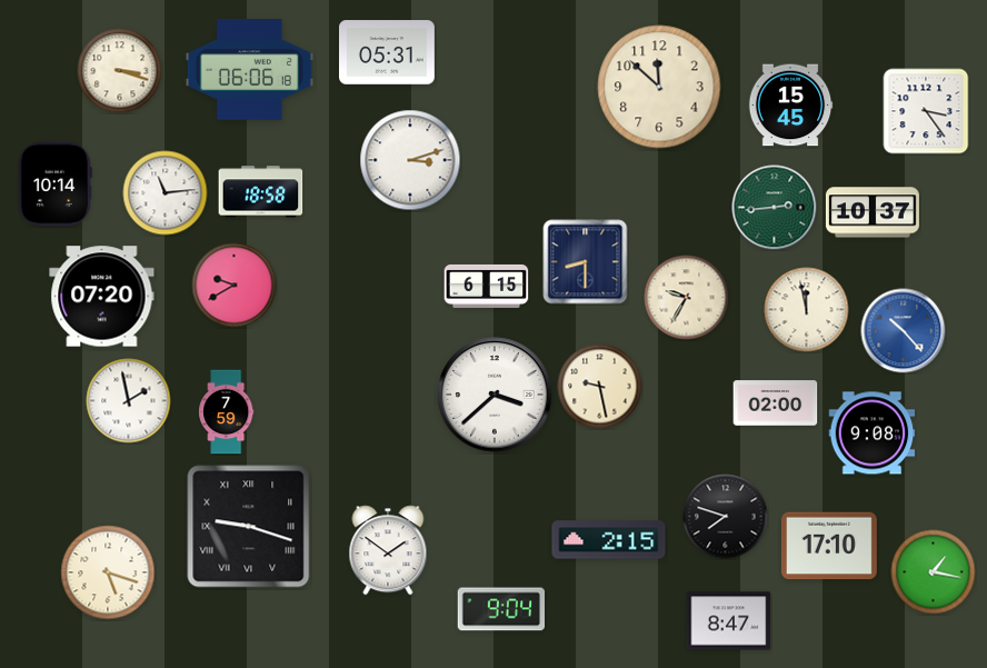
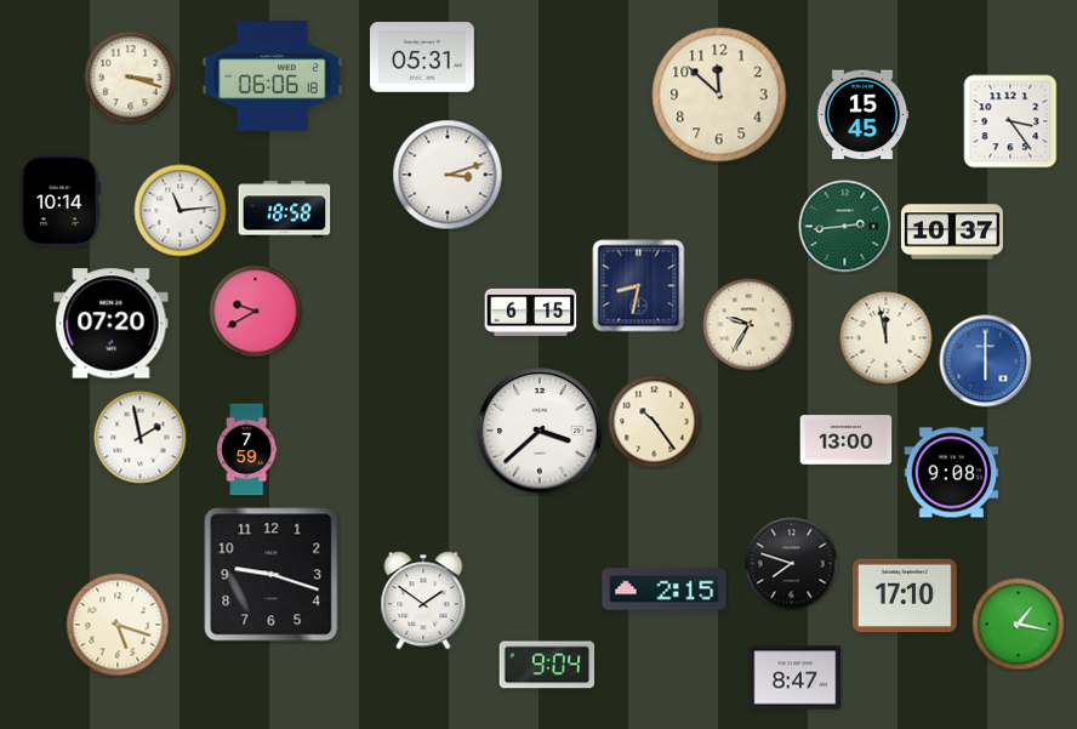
clock at (586, 262): 8:30 -> 8:32
clock at (807, 310) position: (807, 310) -> (887, 338)
clock at (904, 331): 10:23 -> 6:00
clock at (600, 387): 9:28 -> 10:24
clock at (776, 403): 02:00 -> 13:00
clock at (249, 527) numerals: Roman -> Arabic
